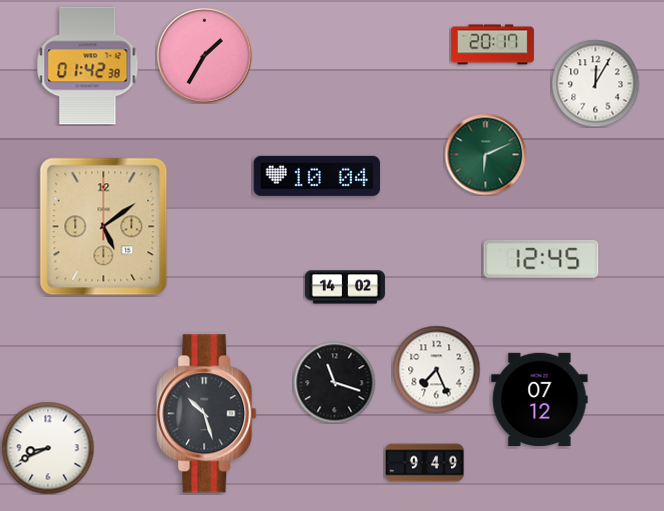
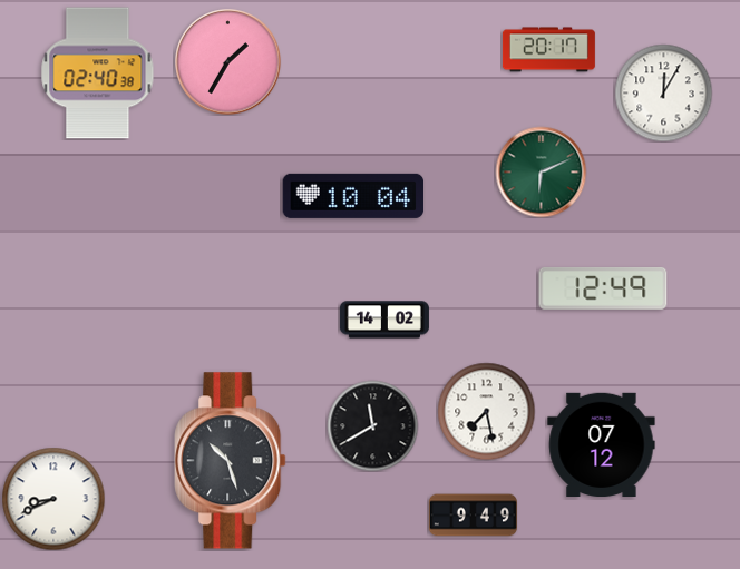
clock at (88, 66): 01:42 -> 02:40
clock at (104, 227): 5:09 -> none
clock at (541, 259): 12:45 -> 12:49
clock at (436, 369): 7:26 -> 7:28
clock at (334, 382): 11:18 -> 11:40
